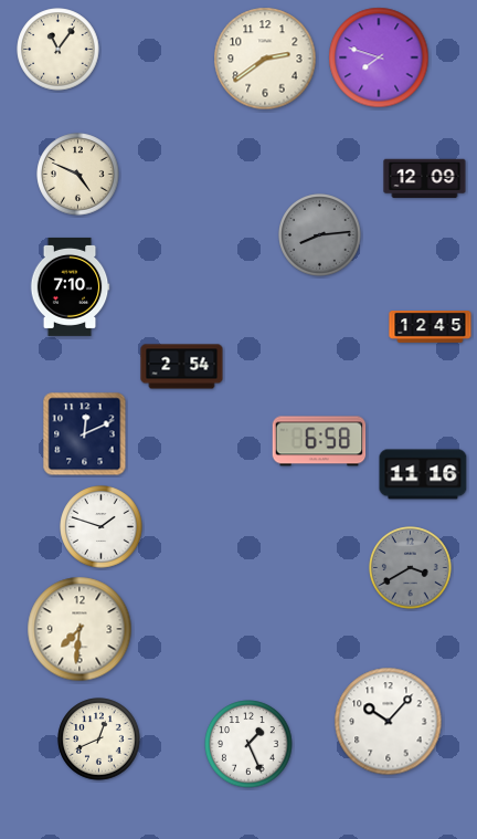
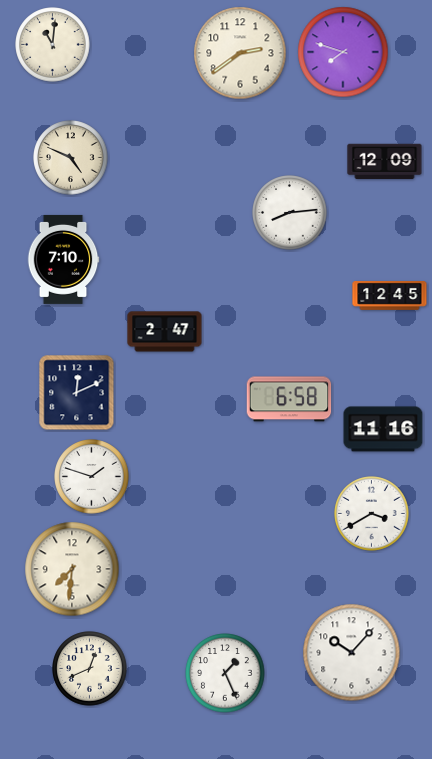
clock at (59, 50): 11:06 -> 11:01
clock at (320, 235) dial: grey -> white
clock at (182, 367): 2:54 -> 2:47
clock at (411, 568) dial: grey -> white
